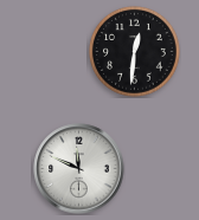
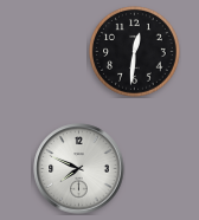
clock at (79, 169): 11:49 -> 7:49
